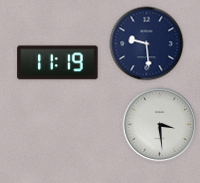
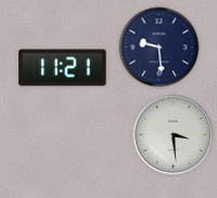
clock at (58, 63): 11:19 -> 11:21
